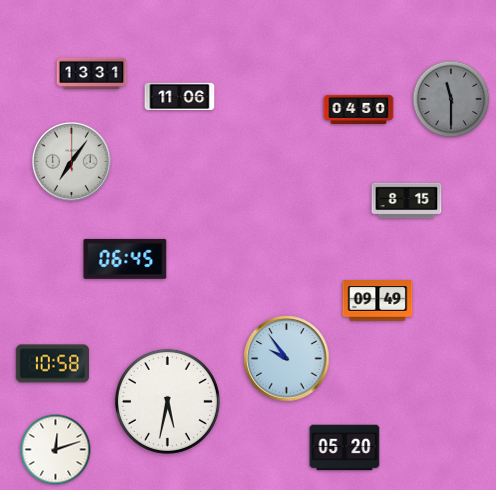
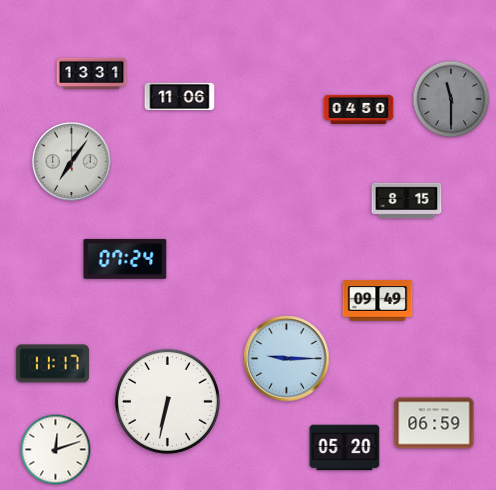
clock at (125, 259): 06:45 -> 07:24
clock at (287, 359): 9:54 -> 9:15
clock at (52, 364): 10:58 -> 11:17
clock at (167, 401): 5:32 -> 6:32
clock at (434, 423): none -> 06:59
